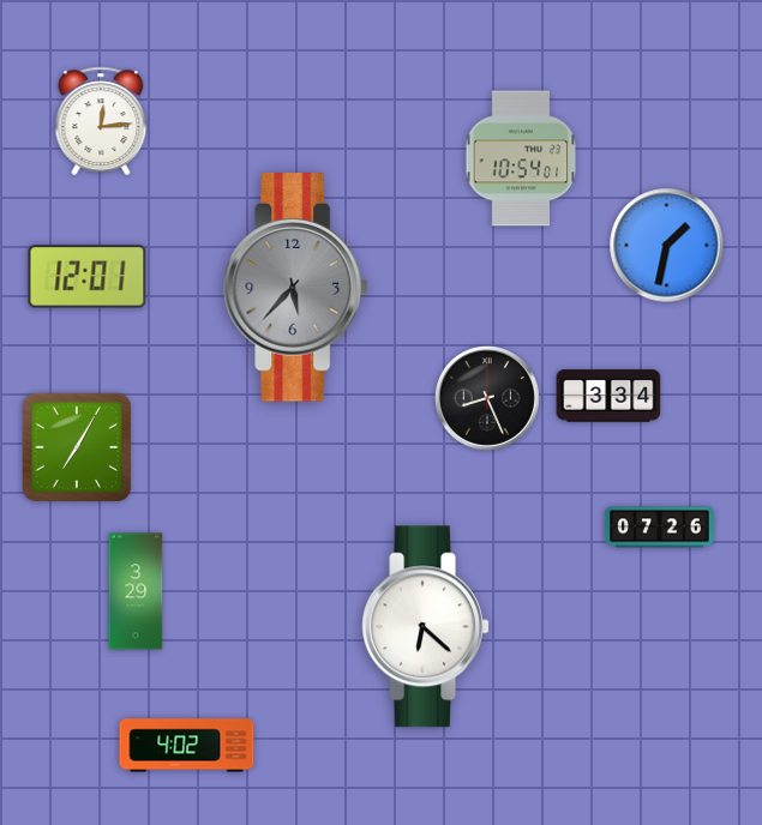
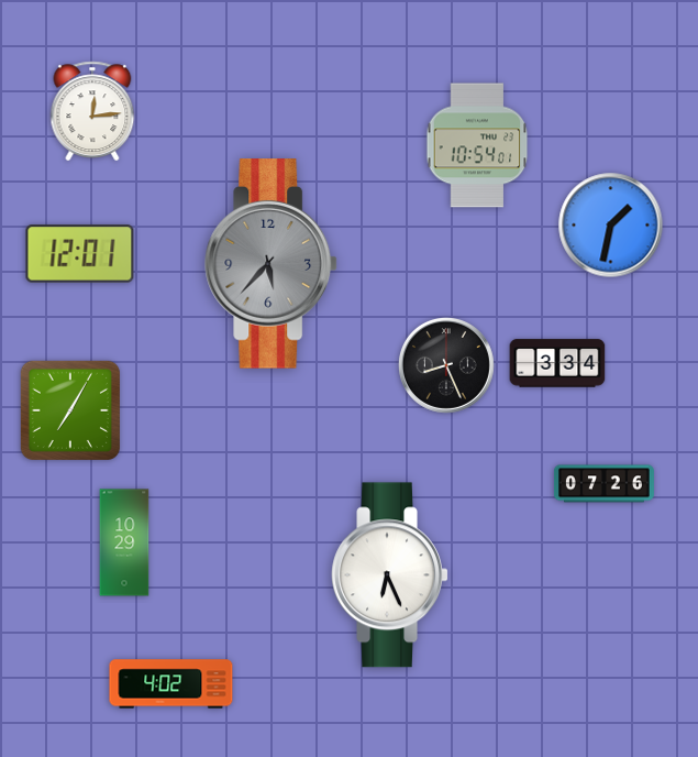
clock at (136, 591): 3:29 -> 10:29
clock at (425, 627): 6:22 -> 6:26
